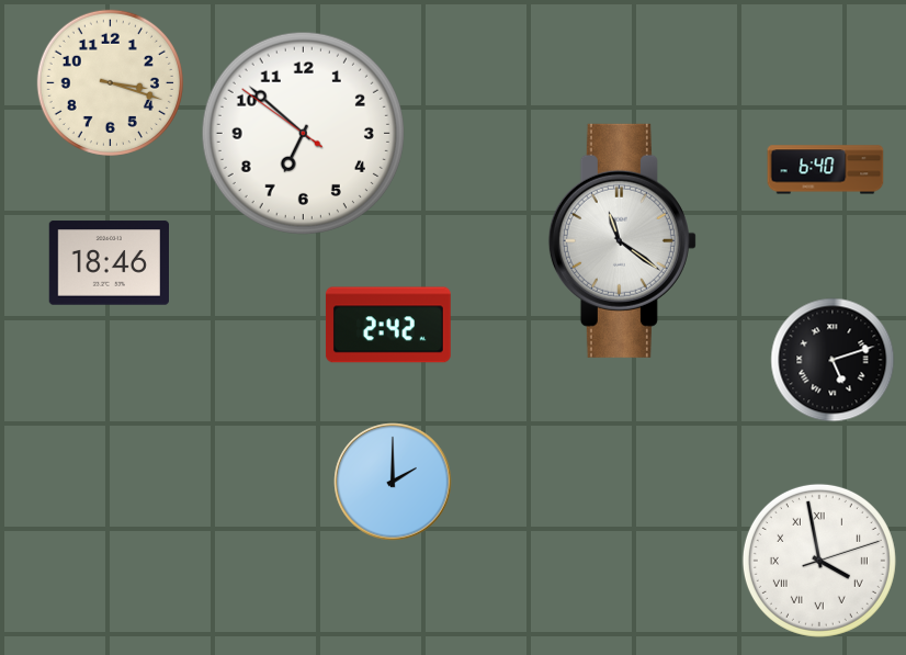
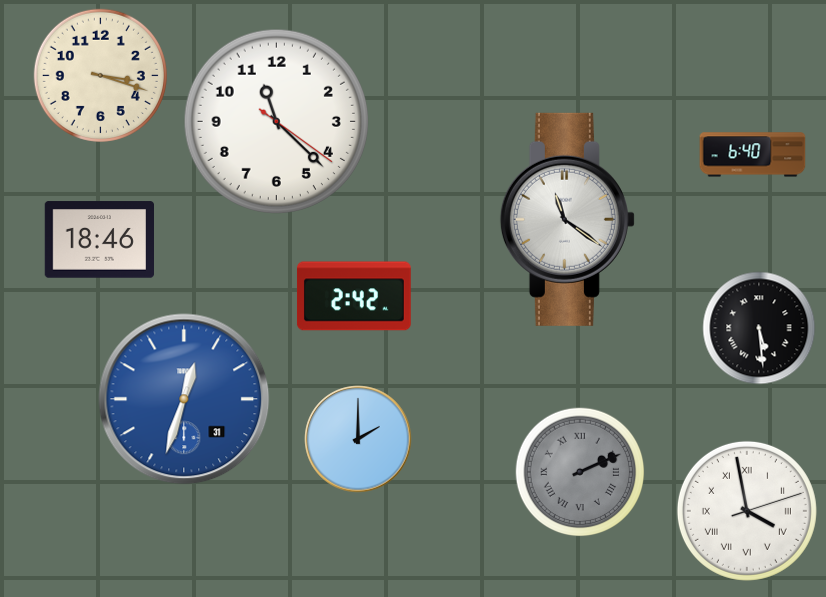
clock at (303, 133): 6:51 -> 11:22
clock at (833, 360): 5:12 -> 5:29
clock at (184, 399): none -> 12:33
clock at (580, 472): none -> 2:11
